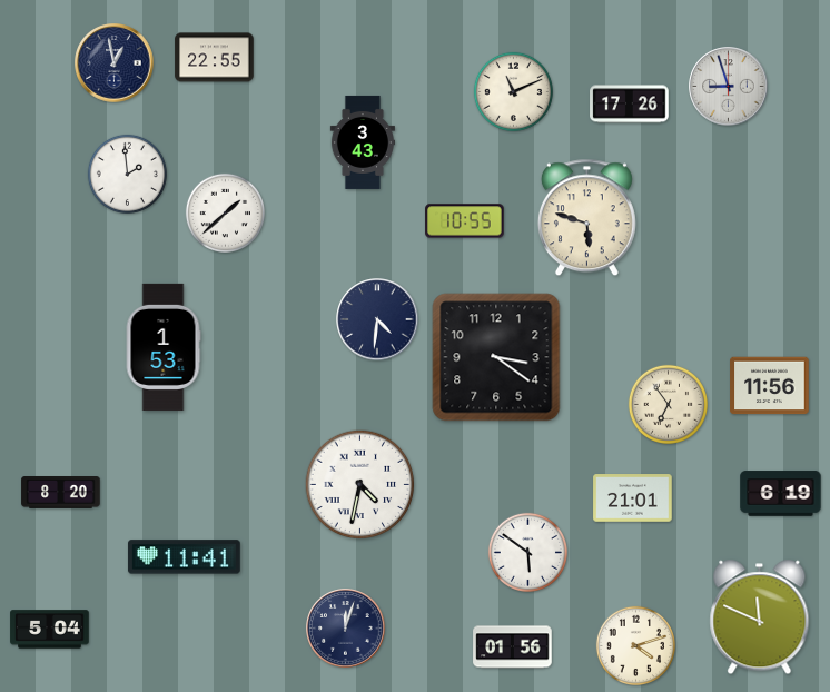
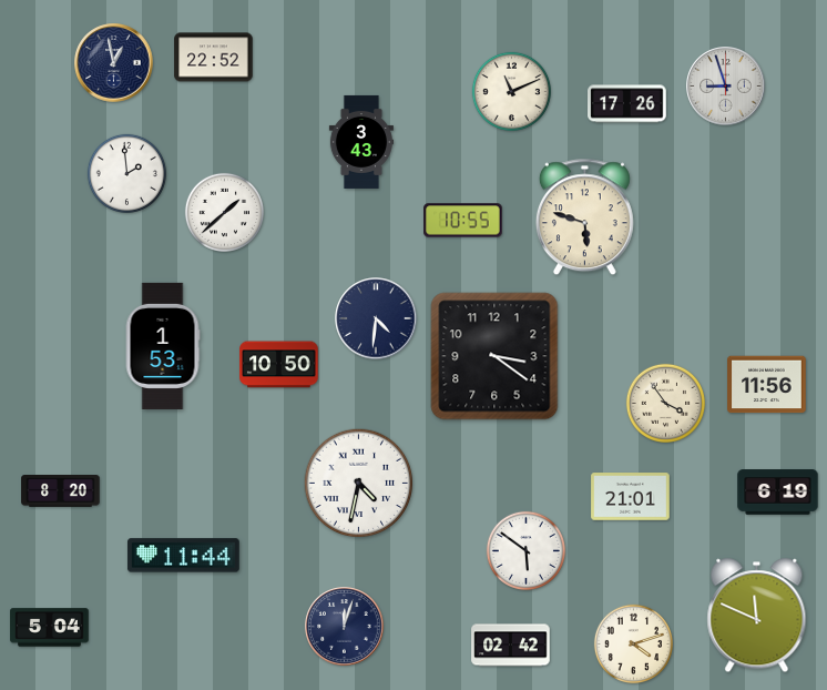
clock at (215, 58): 22:55 -> 22:52
clock at (279, 365): none -> 10:50
clock at (668, 404): 6:54 -> 3:54
clock at (185, 557): 11:41 -> 11:44
clock at (513, 647): 01:56 -> 02:42
